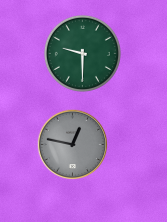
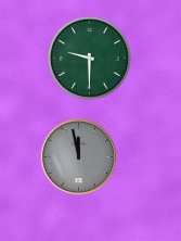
clock at (73, 145): 12:47 -> 11:58
